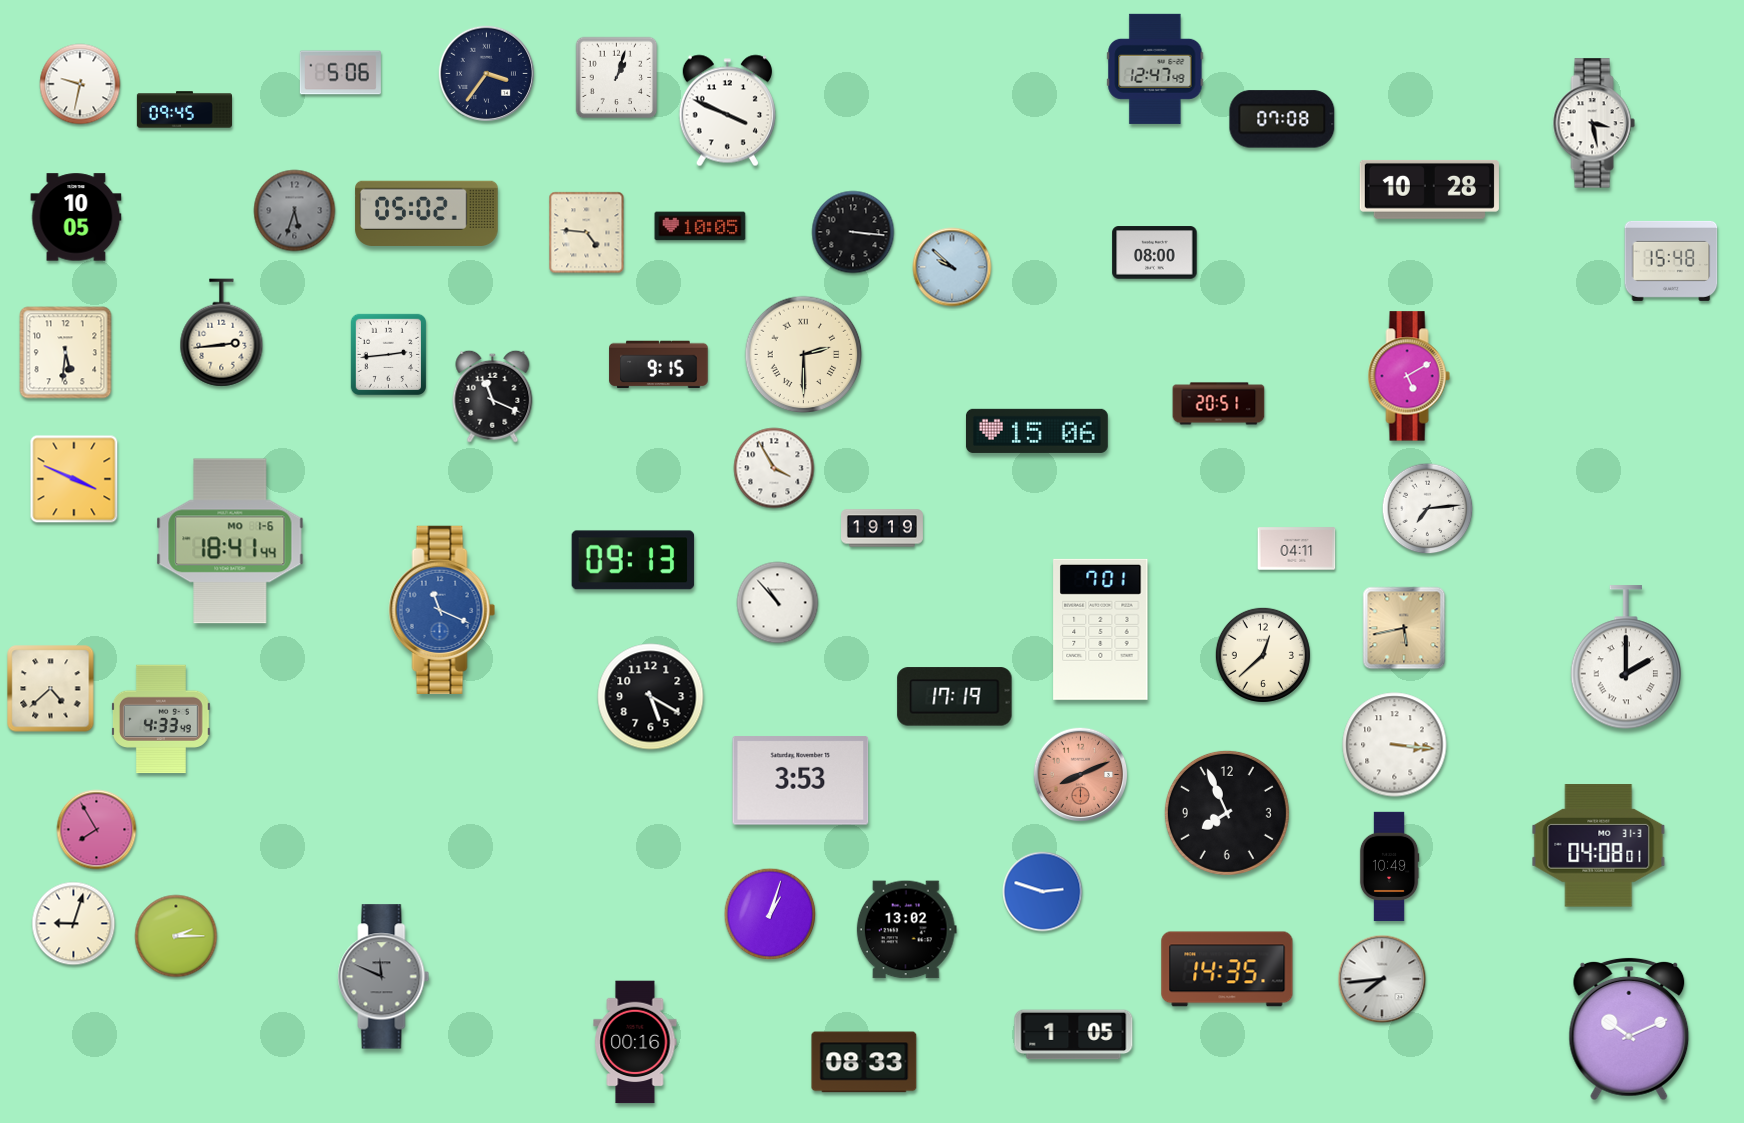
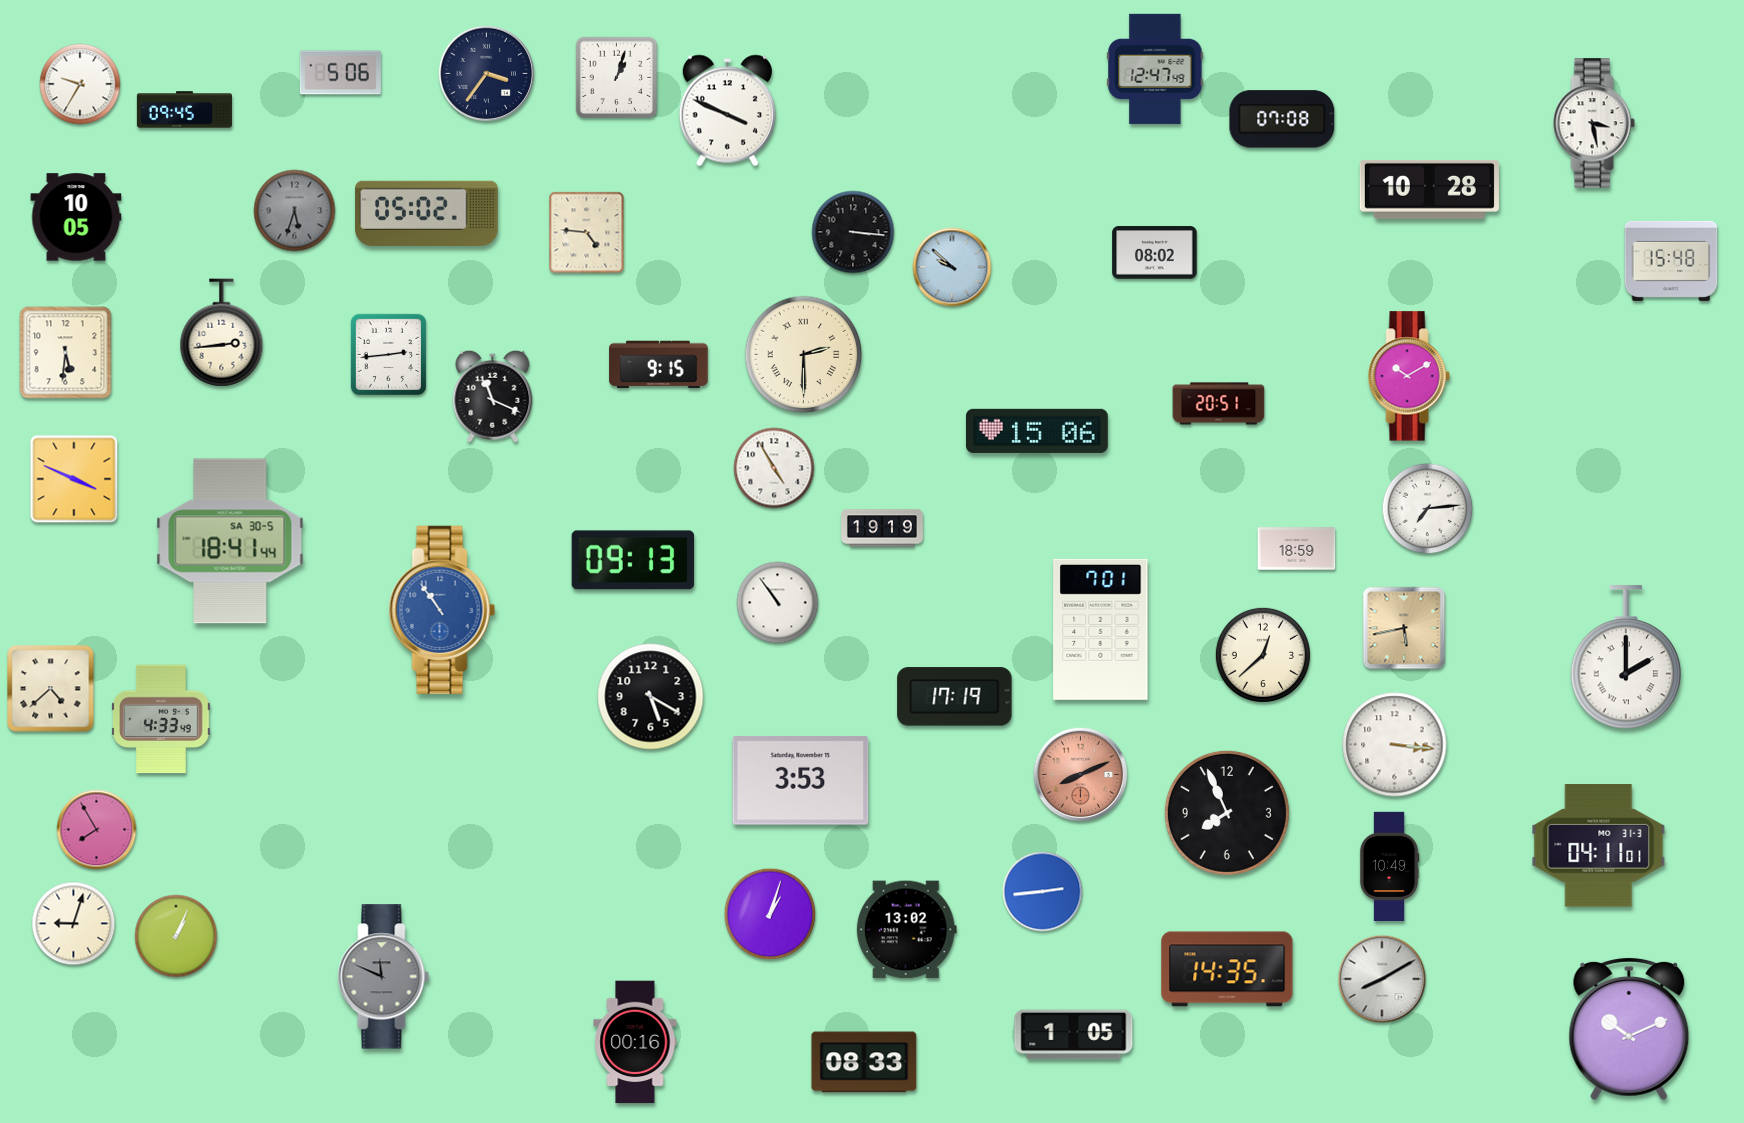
clock at (80, 84): 9:32 -> 9:35
clock at (700, 226): 10:05 -> none
clock at (1155, 253): 08:00 -> 08:02
clock at (1409, 376): 5:10 -> 10:10
clock at (774, 468): 3:55 -> 4:55
clock at (230, 541) date: MO 1-6 -> SA 30-5
clock at (1297, 549): 04:11 -> 18:59
clock at (778, 603): 10:53 -> 10:54
clock at (442, 610): 11:19 -> 10:54
clock at (1599, 846): 04:08 -> 04:11
clock at (1043, 892): 2:48 -> 2:44
clock at (176, 936): 2:15 -> 1:04
clock at (1382, 979): 7:44 -> 8:10
